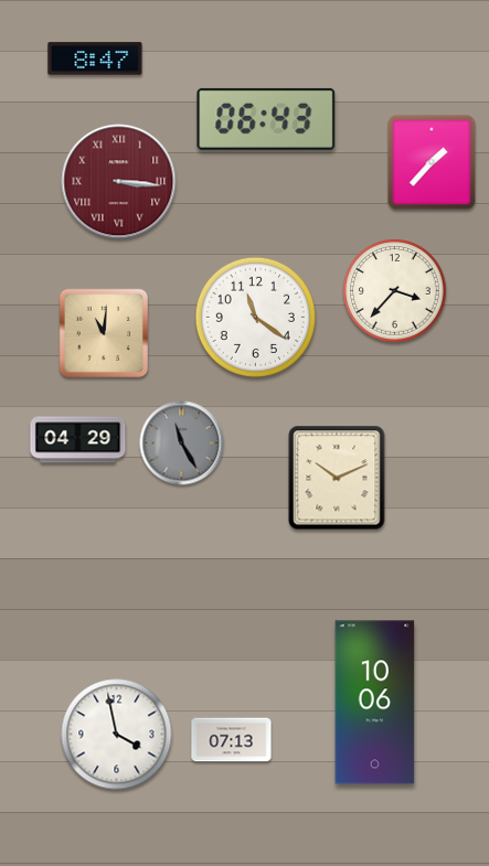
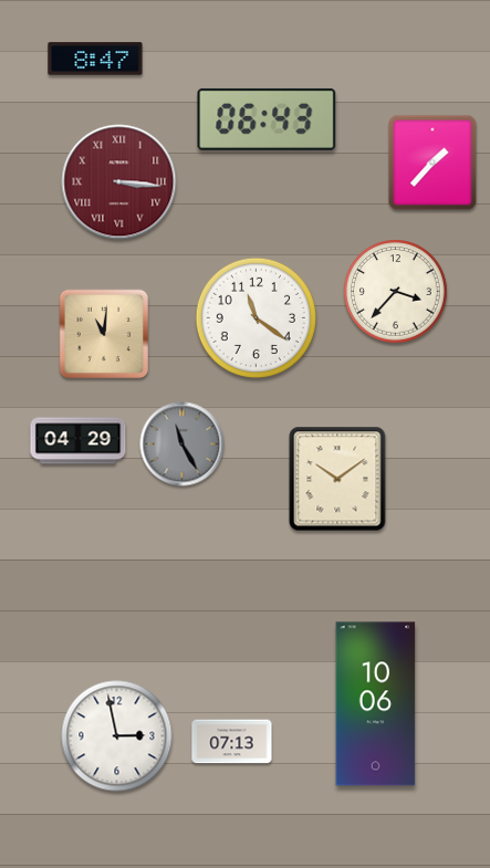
clock at (337, 478): 10:11 -> 10:09
clock at (117, 735): 3:58 -> 2:58
